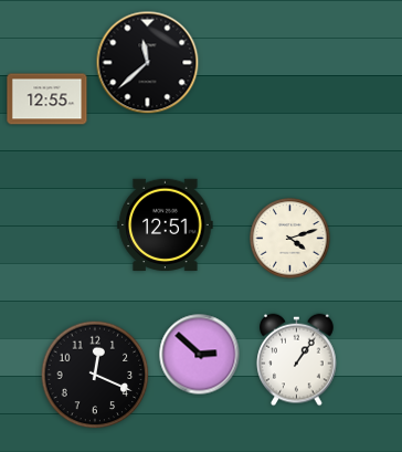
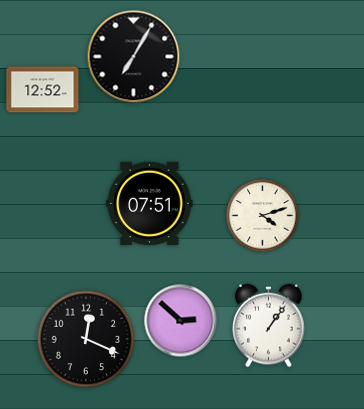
clock at (148, 63): 11:38 -> 7:05
clock at (47, 99): 12:55 -> 12:52
clock at (166, 225): 12:51 -> 07:51
